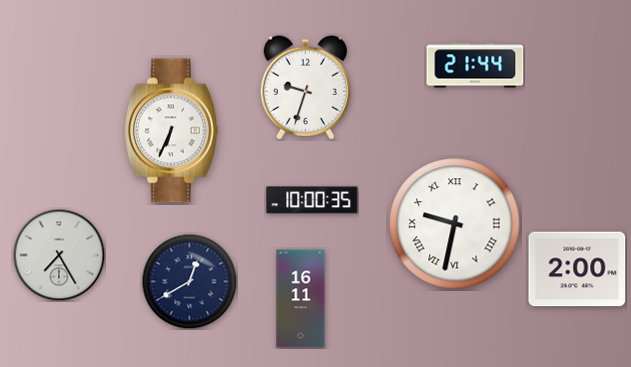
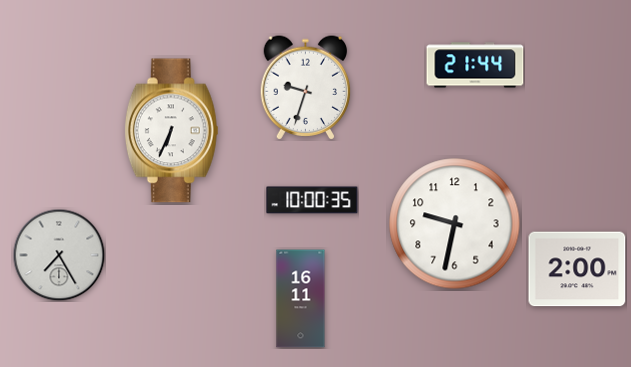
clock at (455, 224) numerals: Roman -> Arabic
clock at (189, 281): 12:40 -> none
